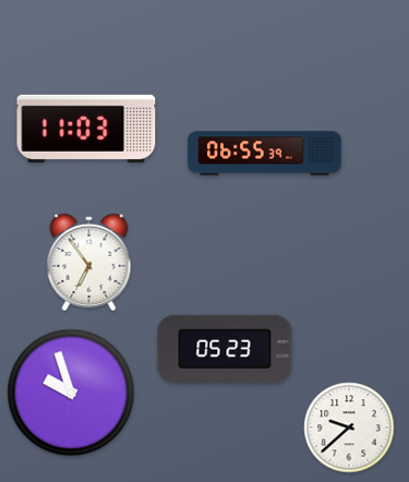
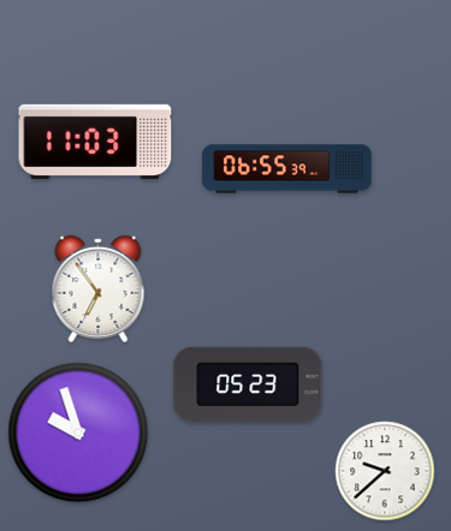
clock at (265, 154) position: (265, 154) -> (287, 169)
